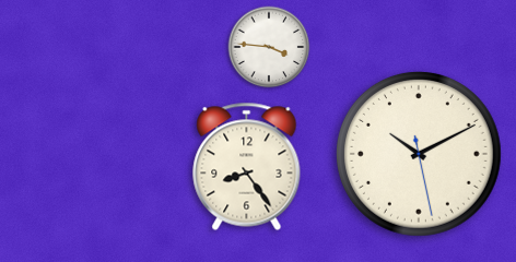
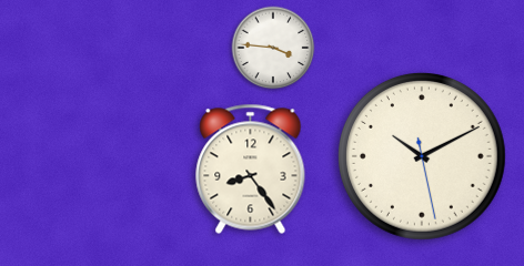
clock at (419, 154) position: (419, 154) -> (422, 156)
